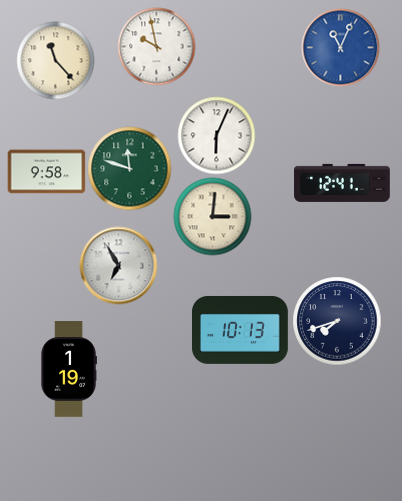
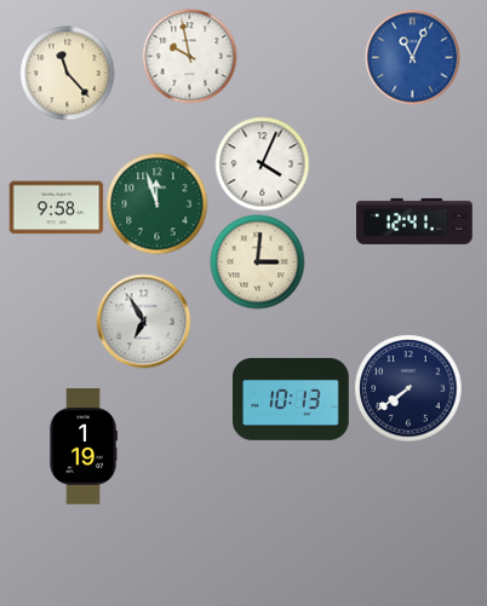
clock at (216, 135): 6:04 -> 4:04
clock at (129, 168): 11:48 -> 11:57
clock at (337, 321): 7:42 -> 7:39
